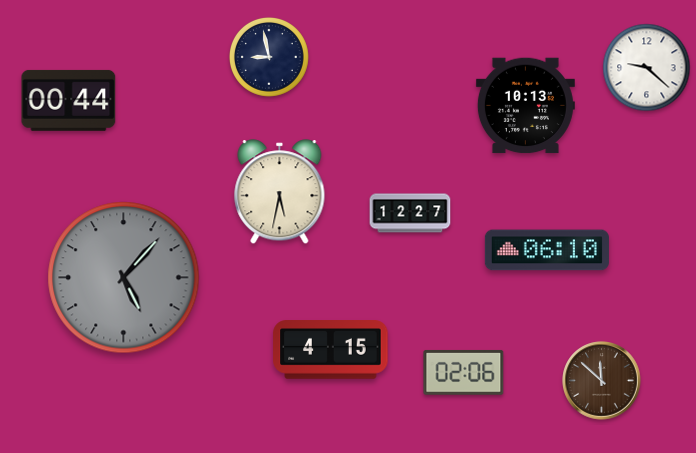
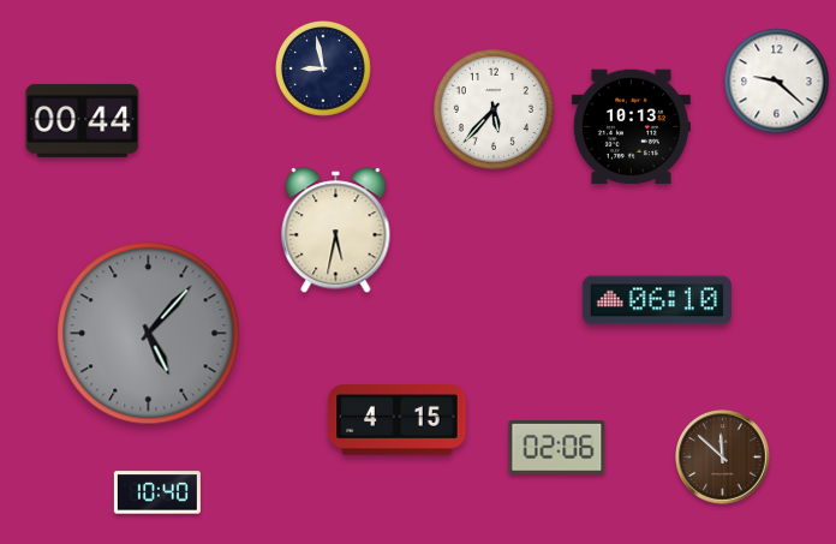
clock at (494, 109): none -> 5:37
clock at (410, 213): 12:27 -> none
clock at (157, 492): none -> 10:40
